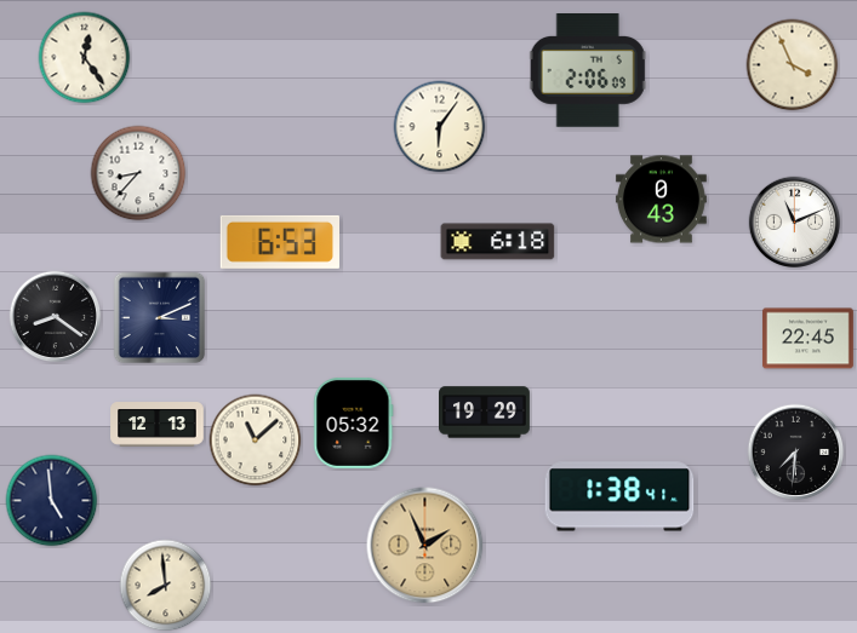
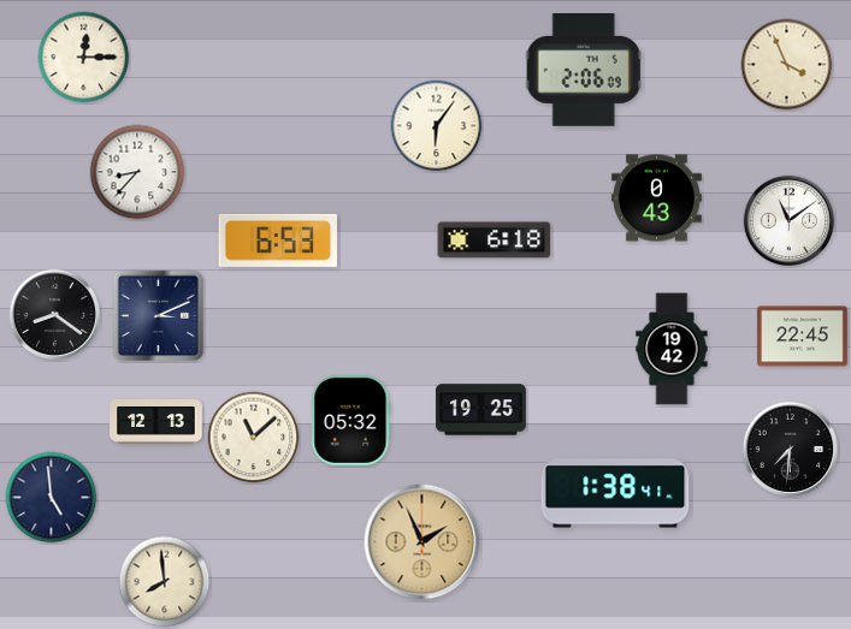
clock at (85, 58): 12:24 -> 12:15
clock at (795, 223): 11:11 -> 11:09
clock at (672, 349): none -> 19:42
clock at (485, 413): 19:29 -> 19:25
